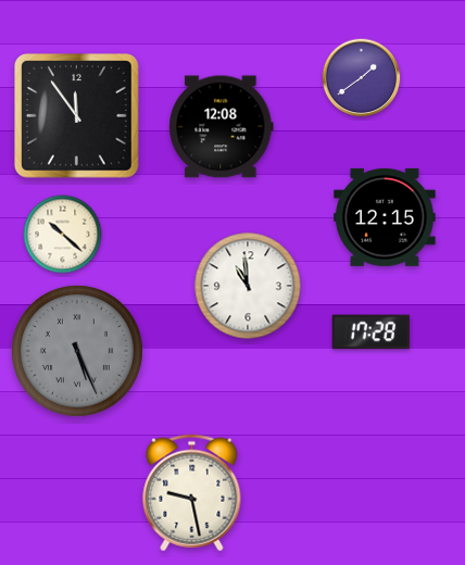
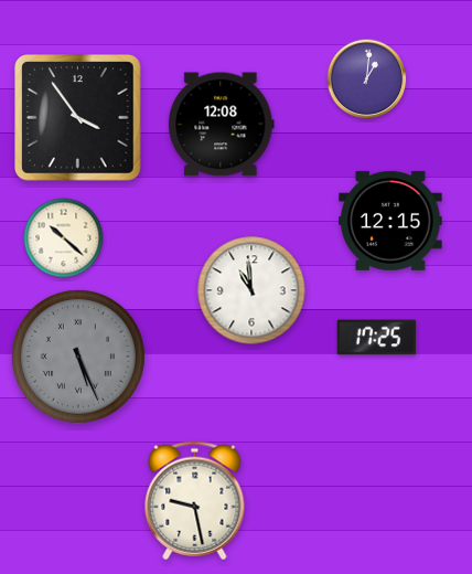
clock at (362, 78): 1:39 -> 1:01
clock at (77, 116): 11:54 -> 3:54
clock at (222, 127) position: (222, 127) -> (222, 125)
clock at (372, 332): 17:28 -> 17:25
